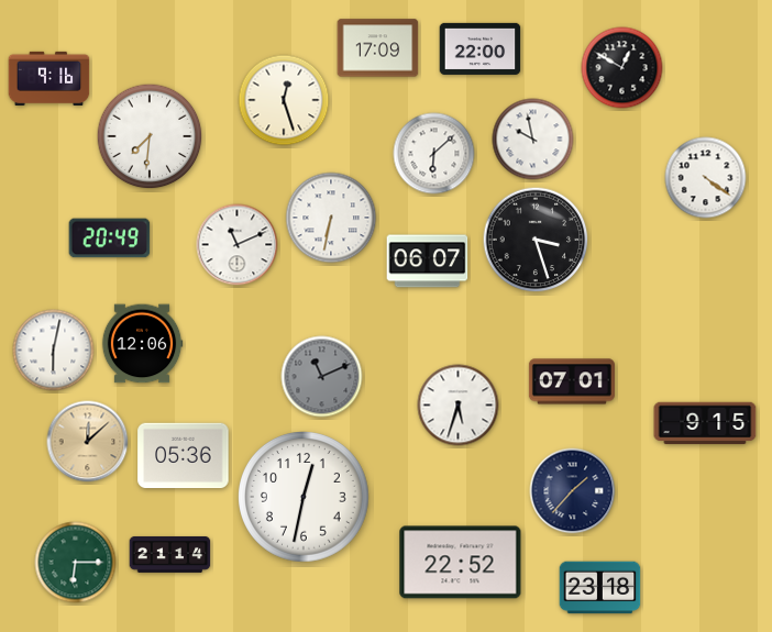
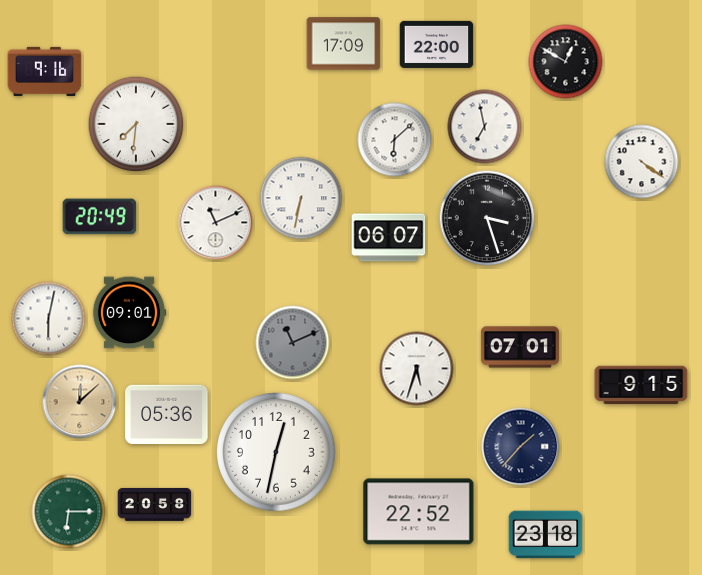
clock at (284, 100): 12:27 -> none
clock at (533, 140): 9:58 -> 6:58
clock at (142, 344): 12:06 -> 09:01
clock at (170, 554): 21:14 -> 20:58
